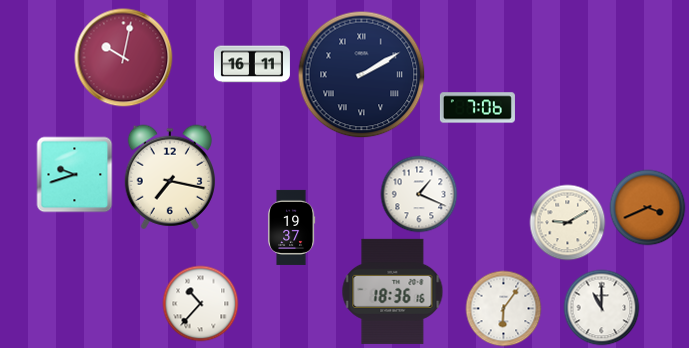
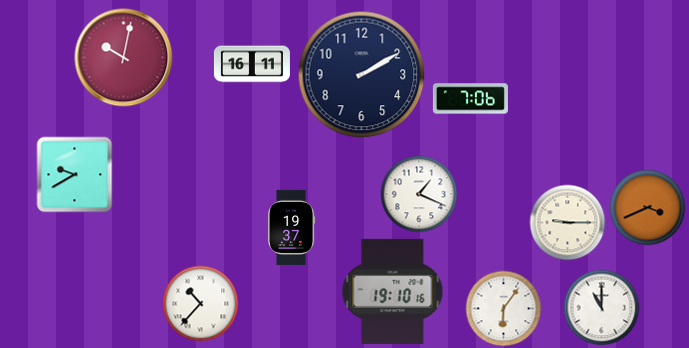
clock at (362, 75) numerals: Roman -> Arabic
clock at (477, 108) position: (477, 108) -> (470, 99)
clock at (75, 175): 9:42 -> 9:40
clock at (170, 177): 7:17 -> none
clock at (568, 223): 9:10 -> 9:15
clock at (393, 291): 18:36 -> 19:10
